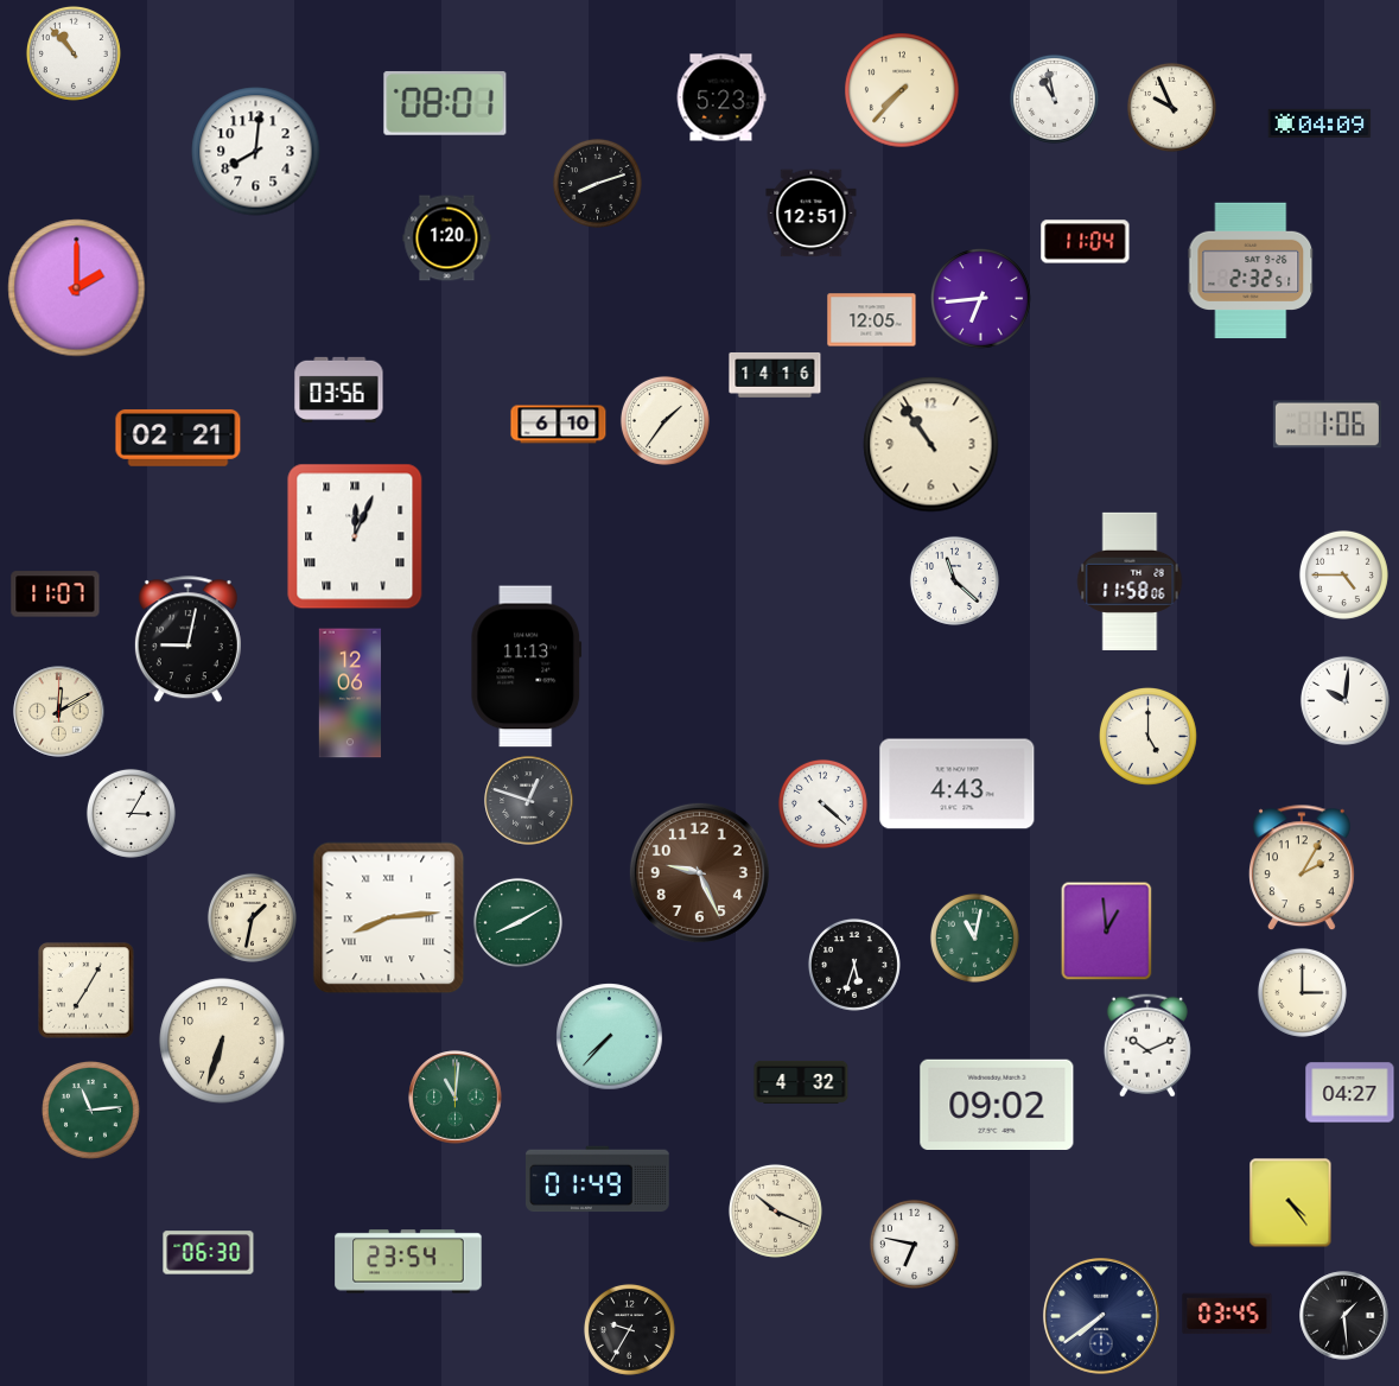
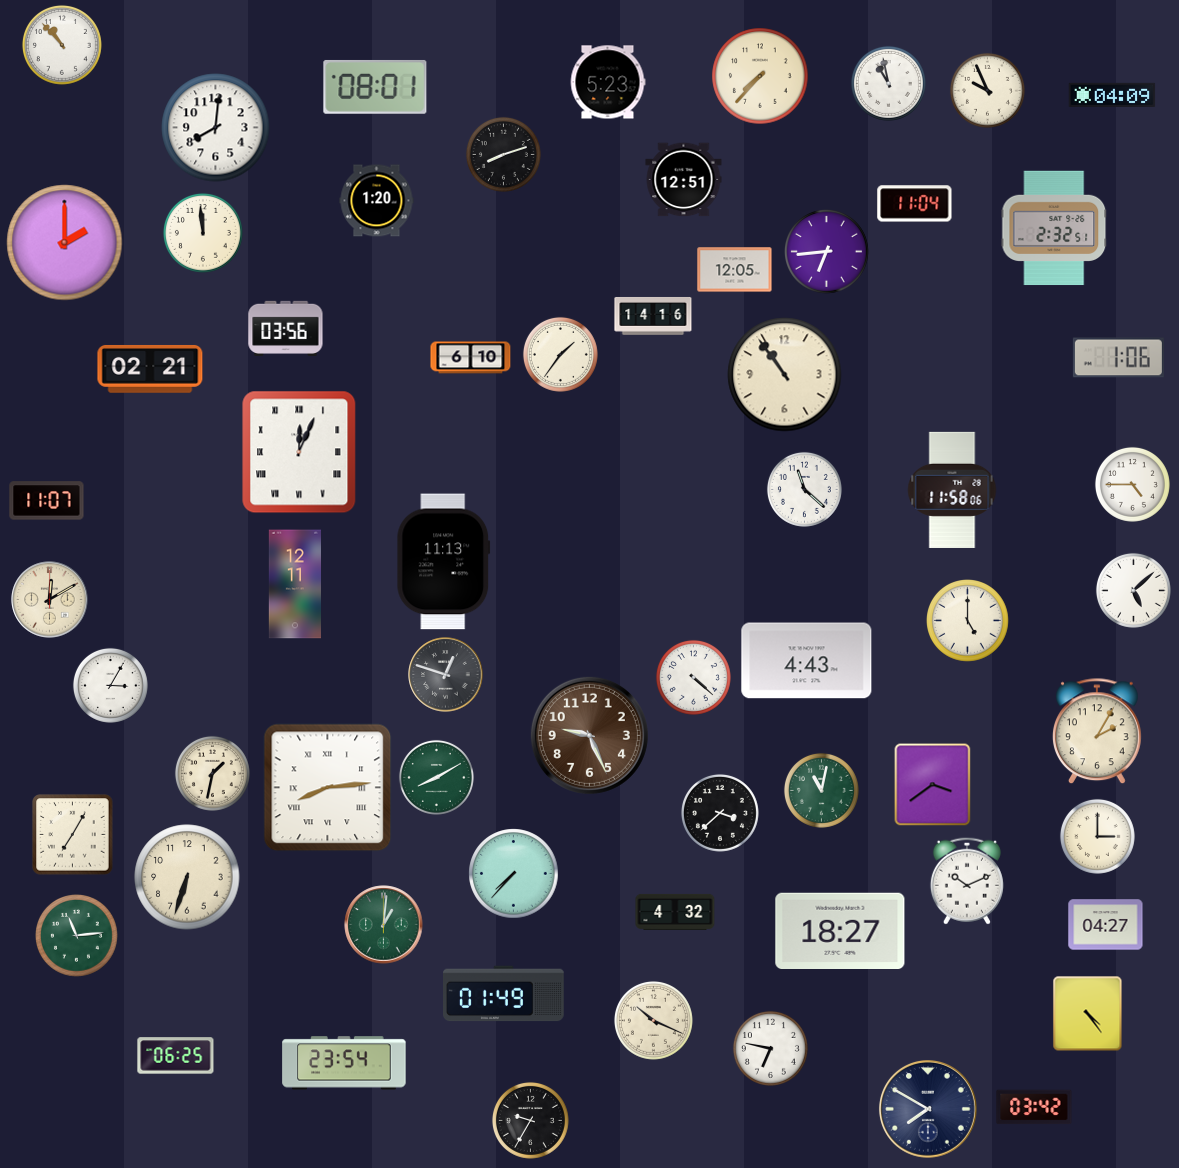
clock at (1319, 123) position: (1319, 123) -> (1112, 95)
clock at (203, 233): none -> 11:59
clock at (187, 640): 9:02 -> none
clock at (349, 693): 12:06 -> 12:11
clock at (1344, 700): 10:01 -> 5:08
clock at (389, 918) position: (389, 918) -> (328, 788)
clock at (1107, 932): 12:59 -> 3:39
clock at (854, 965): 5:33 -> 3:38
clock at (1350, 1093) position: (1350, 1093) -> (1106, 925)
clock at (456, 1098): 11:01 -> 1:01
clock at (997, 1104): 09:02 -> 18:27
clock at (209, 1253): 06:30 -> 06:25
clock at (1227, 1314): 03:45 -> 03:42
clock at (1344, 1316): 1:29 -> none
clock at (1101, 1317): 7:39 -> 7:50
